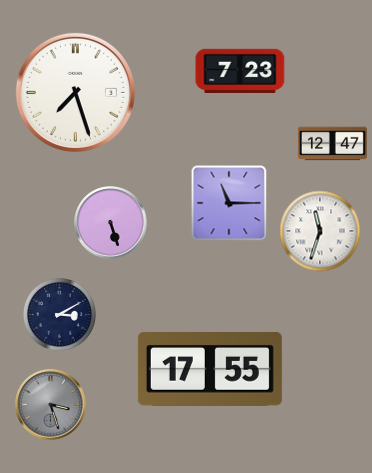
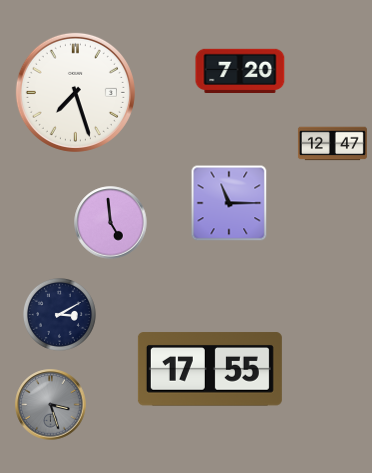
clock at (240, 70): 7:23 -> 7:20
clock at (111, 223): 5:27 -> 4:59
clock at (320, 231): 11:33 -> none
